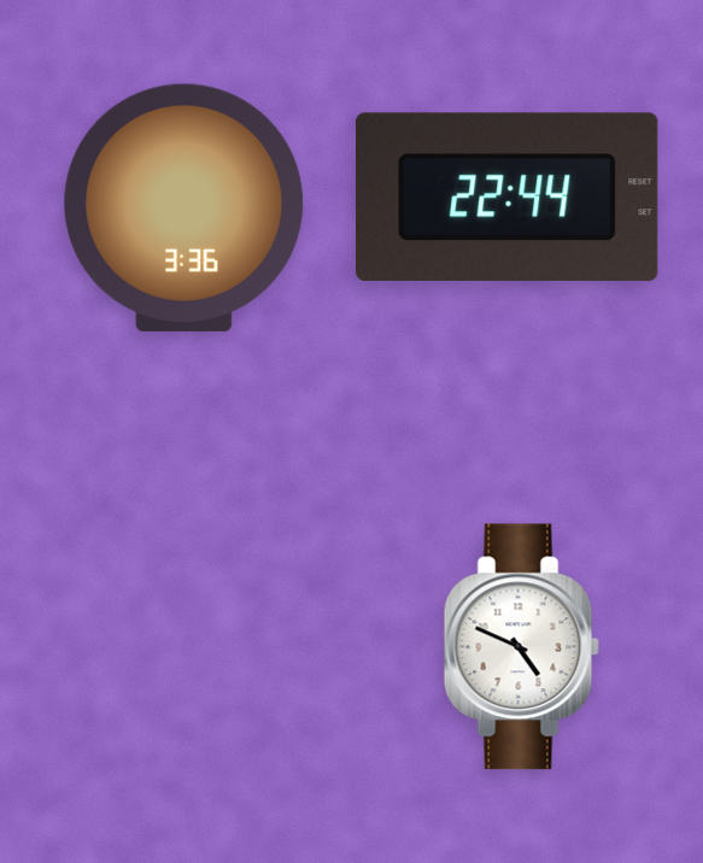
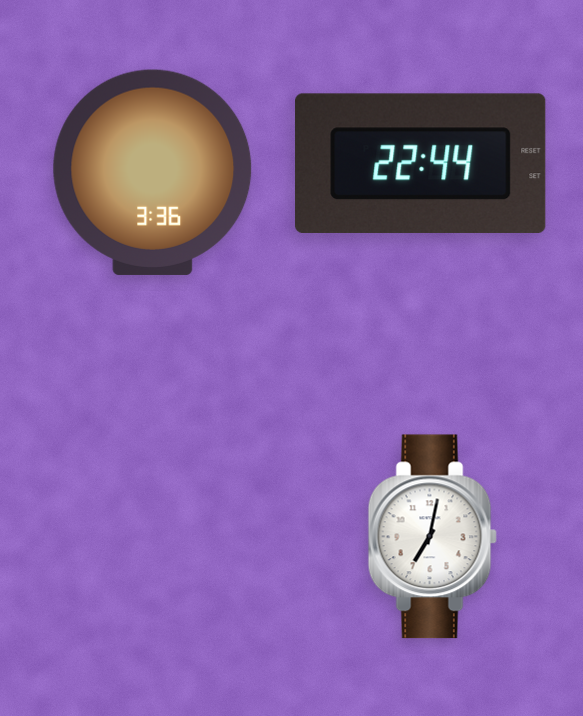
clock at (521, 647): 4:49 -> 7:02
